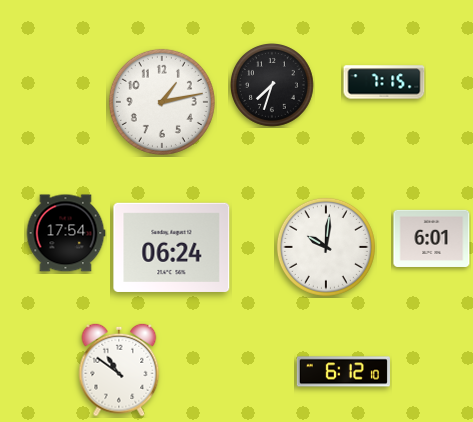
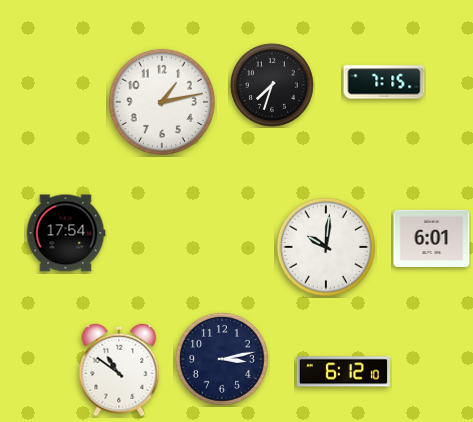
clock at (172, 247): 06:24 -> none
clock at (222, 359): none -> 3:13
